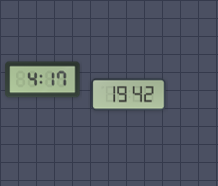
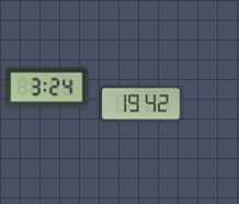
clock at (43, 80): 4:17 -> 3:24
